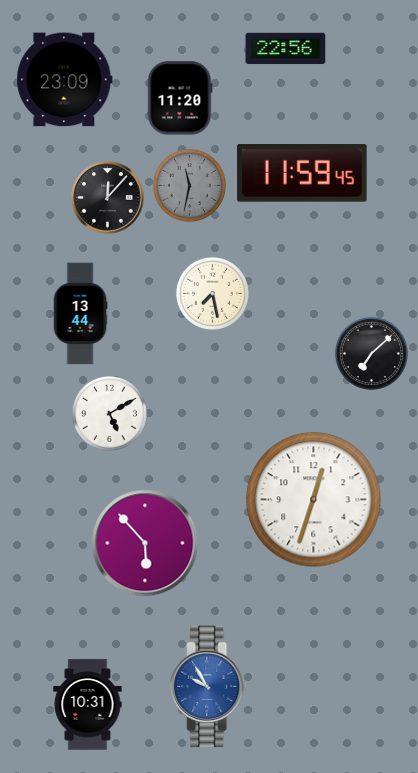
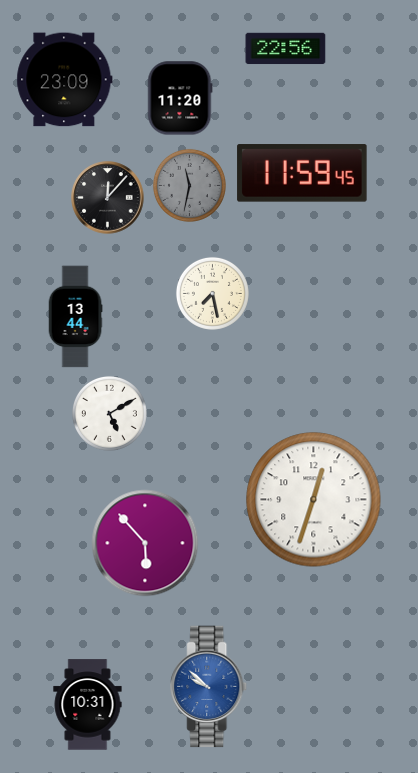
clock at (80, 314) position: (80, 314) -> (75, 317)
clock at (371, 353): 7:08 -> none
clock at (209, 687): 9:55 -> 9:52
